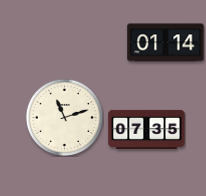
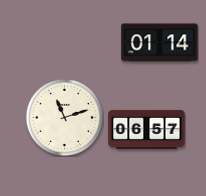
clock at (166, 43) position: (166, 43) -> (160, 43)
clock at (147, 129): 07:35 -> 06:57
